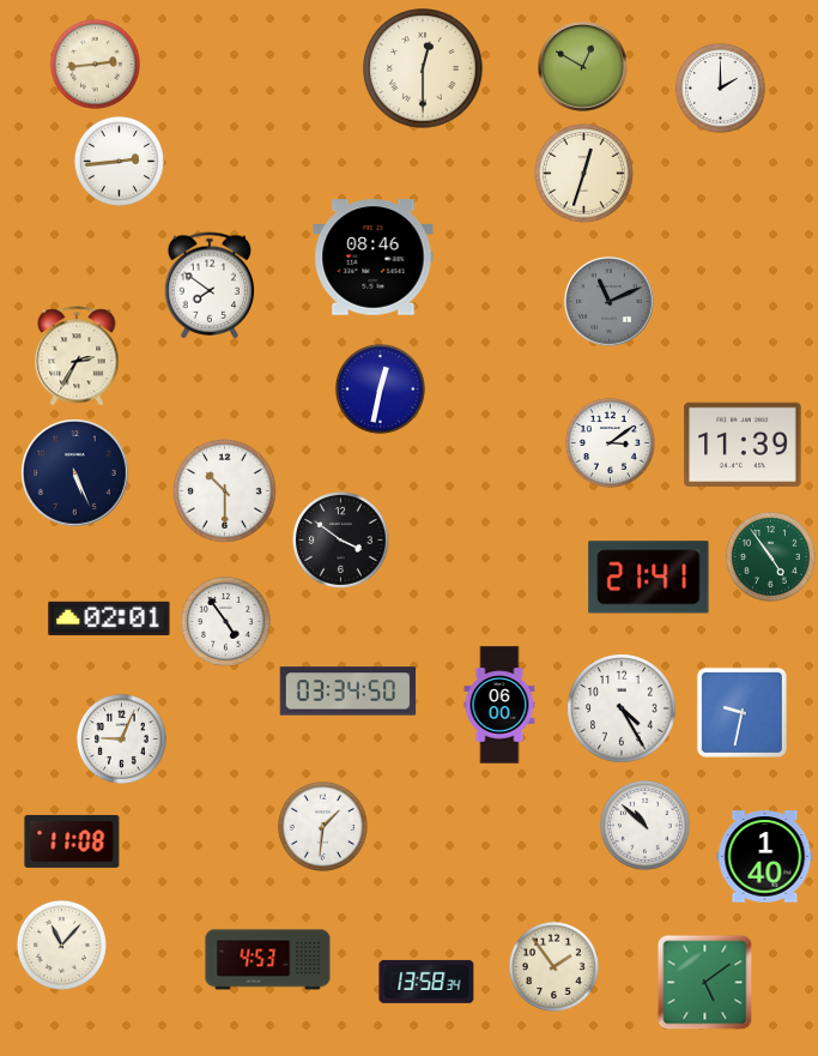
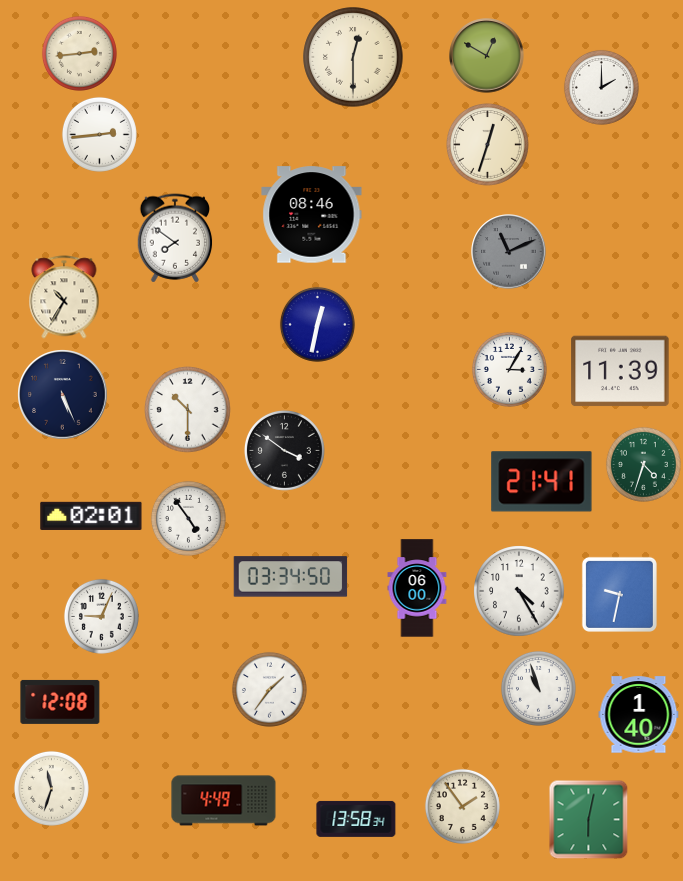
clock at (720, 88) position: (720, 88) -> (601, 87)
clock at (77, 356): 2:35 -> 10:35
clock at (610, 442): 3:09 -> 3:05
clock at (770, 556): 4:54 -> 4:33
clock at (644, 825): 10:52 -> 10:57
clock at (322, 826): 1:31 -> 1:36
clock at (72, 841): 11:08 -> 12:08
clock at (61, 945): 11:07 -> 11:33
clock at (268, 960): 4:53 -> 4:49
clock at (705, 983): 5:09 -> 6:02
